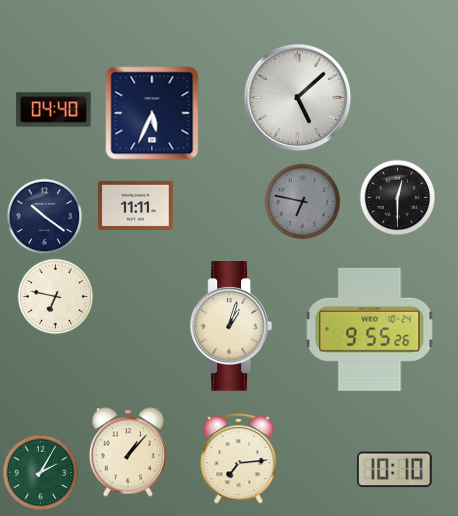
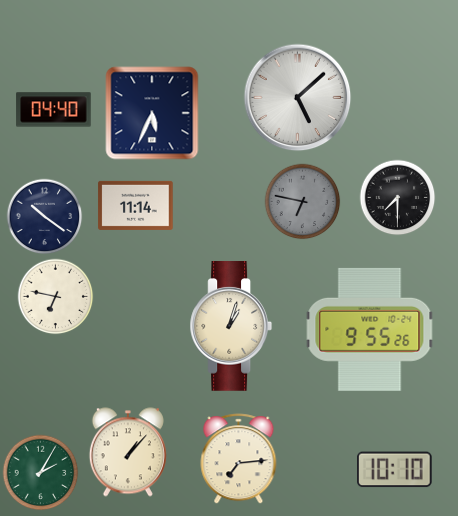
clock at (398, 198): 12:30 -> 7:30
clock at (136, 205): 11:11 -> 11:14
